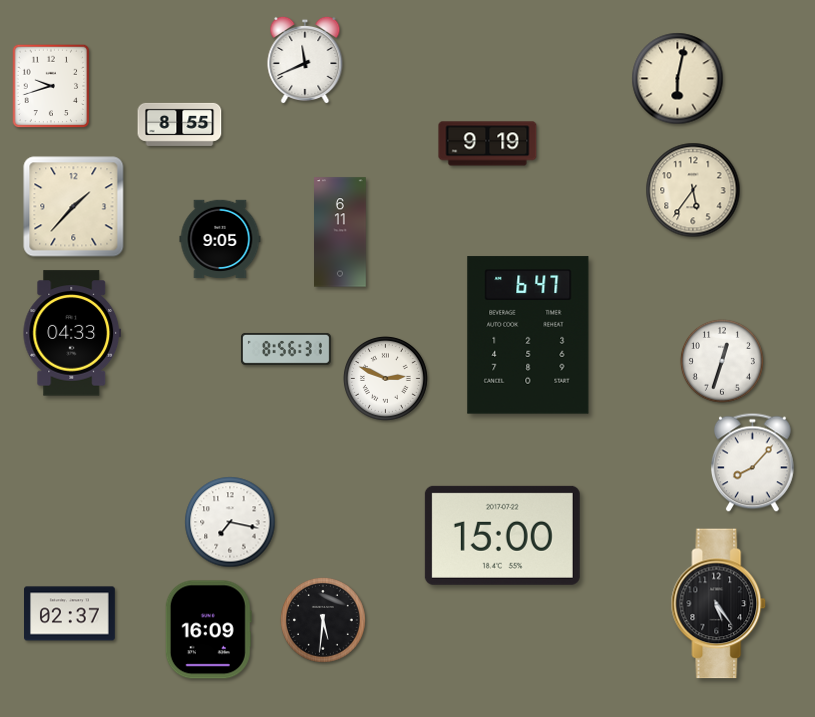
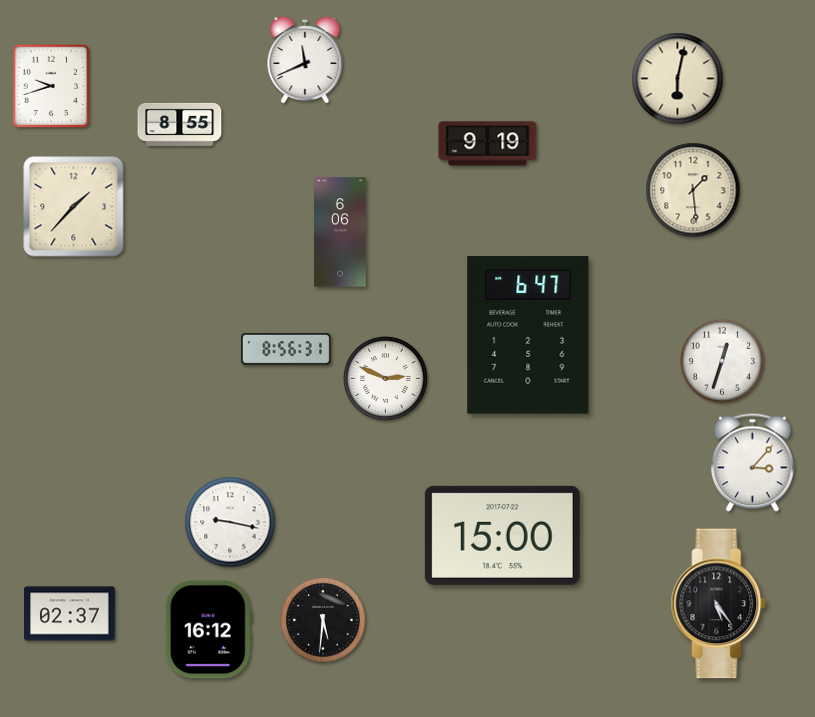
clock at (693, 190): 5:36 -> 1:29
clock at (341, 232): 6:11 -> 6:06
clock at (220, 239): 9:05 -> none
clock at (72, 333): 04:33 -> none
clock at (752, 463): 8:07 -> 3:07
clock at (230, 522): 7:17 -> 9:17
clock at (208, 630): 16:09 -> 16:12
